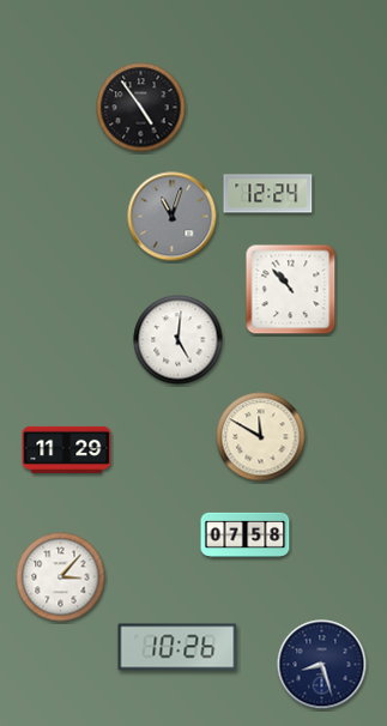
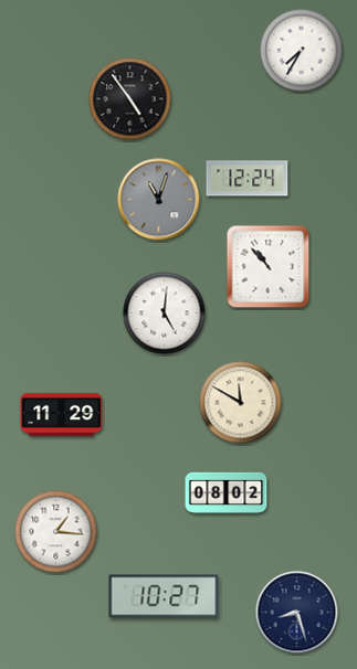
clock at (302, 51): none -> 7:35
clock at (246, 534): 07:58 -> 08:02
clock at (61, 577): 3:07 -> 1:16
clock at (177, 647): 10:26 -> 10:27
